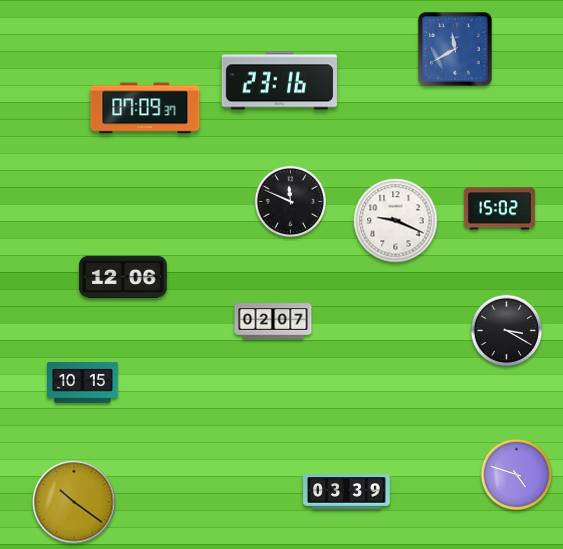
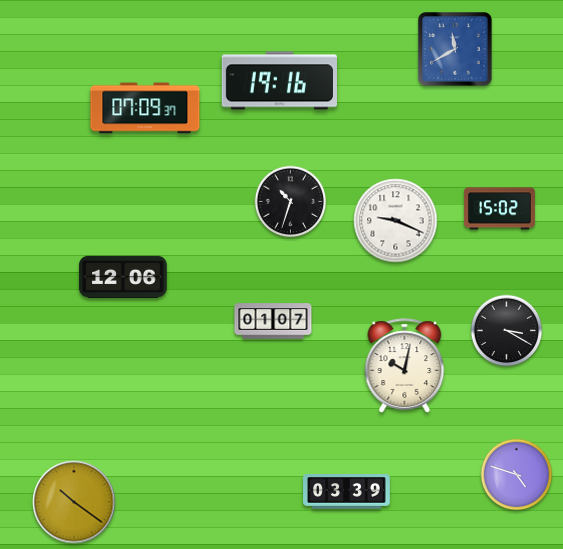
clock at (279, 81): 23:16 -> 19:16
clock at (291, 202): 11:49 -> 10:33
clock at (273, 321): 02:07 -> 01:07
clock at (405, 366): none -> 10:02
clock at (83, 383): 10:15 -> none
